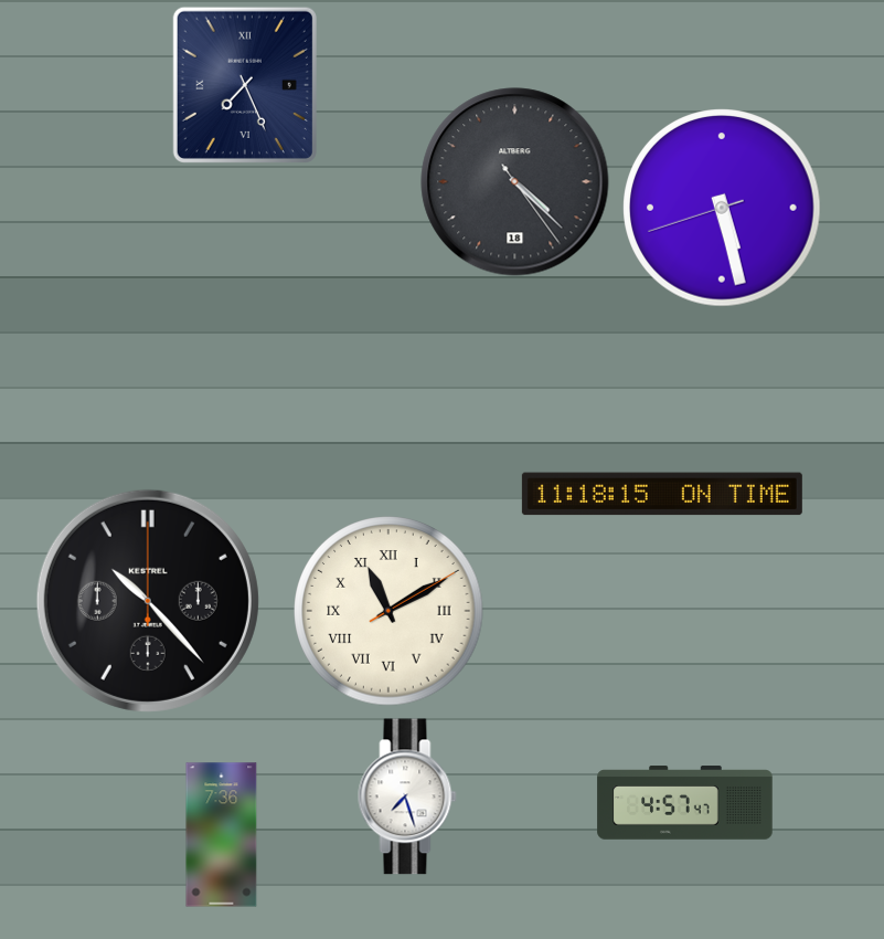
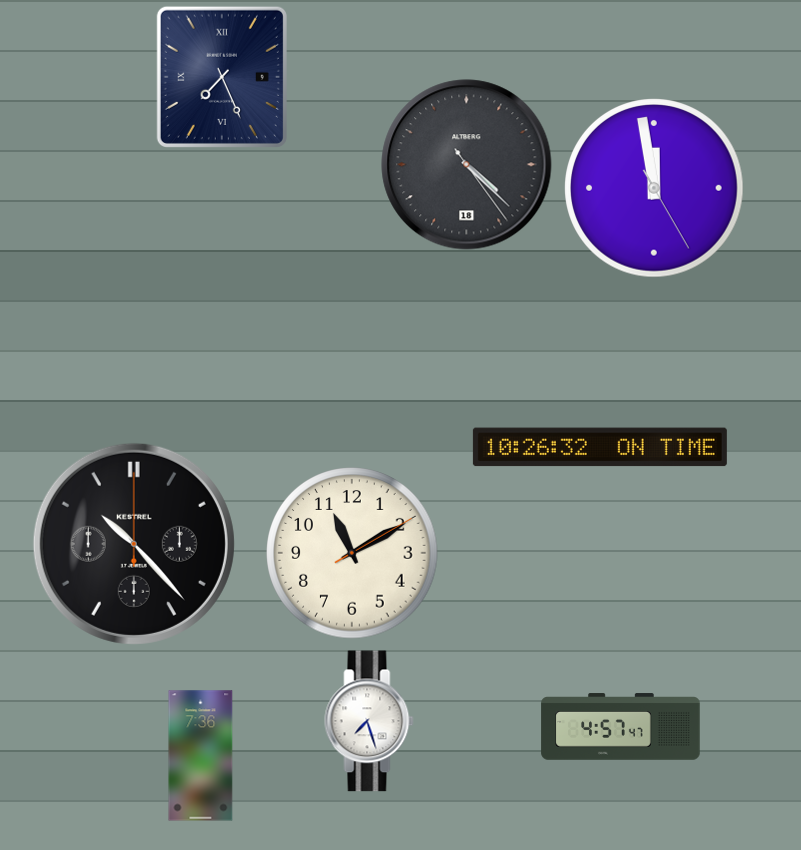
clock at (722, 208): 5:27 -> 11:58
clock at (662, 494): 11:18 -> 10:26
clock at (388, 611) numerals: Roman -> Arabic
